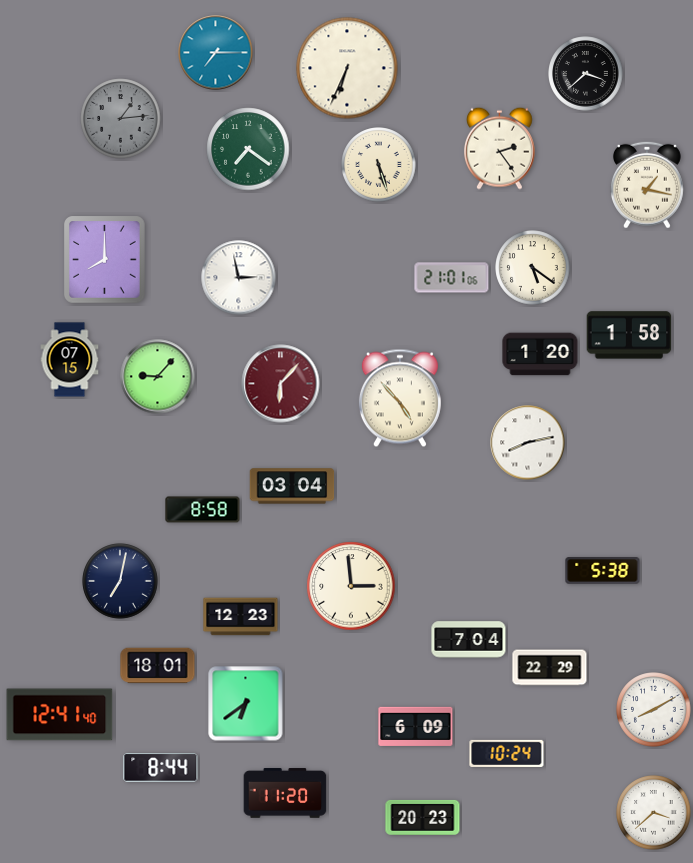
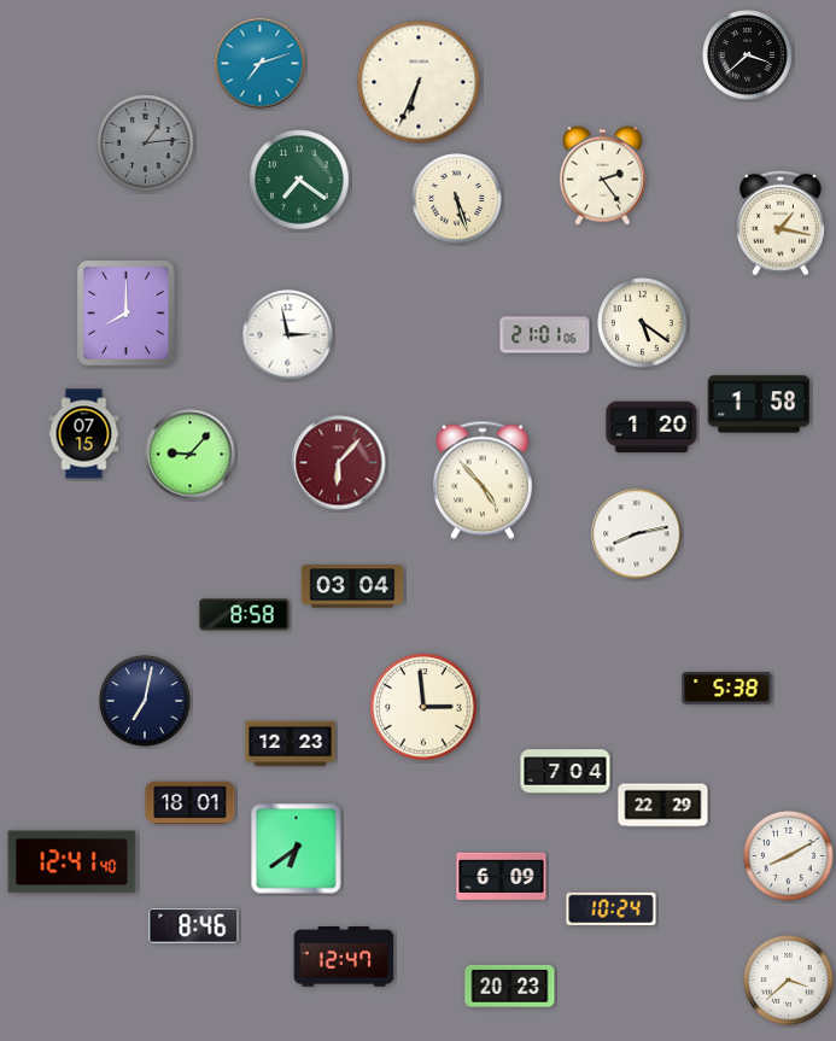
clock at (216, 53): 7:15 -> 7:12
clock at (586, 74) position: (586, 74) -> (748, 55)
clock at (499, 148) position: (499, 148) -> (602, 175)
clock at (161, 768): 8:44 -> 8:46
clock at (285, 793): 11:20 -> 12:47
